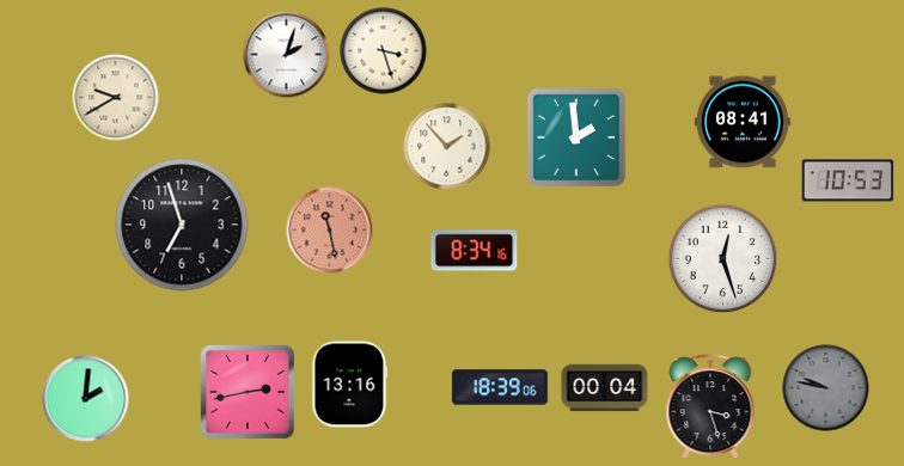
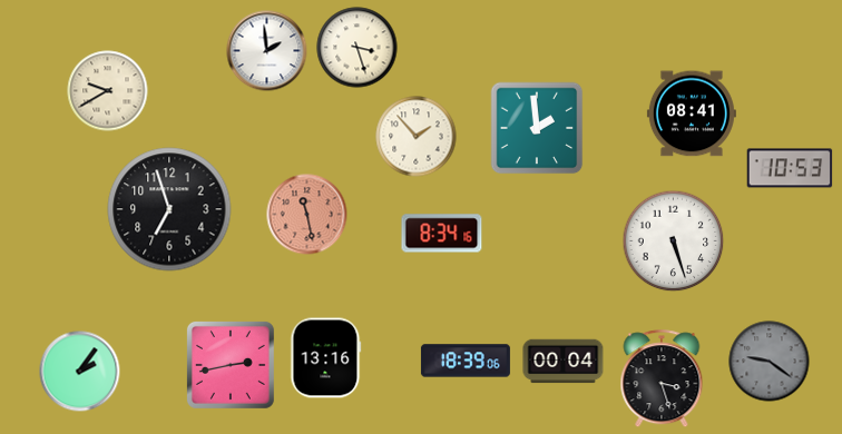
clock at (287, 55): 2:03 -> 1:59
clock at (723, 259): 12:27 -> 5:27
clock at (826, 388): 9:47 -> 9:21
clock at (86, 399): 2:01 -> 2:06
